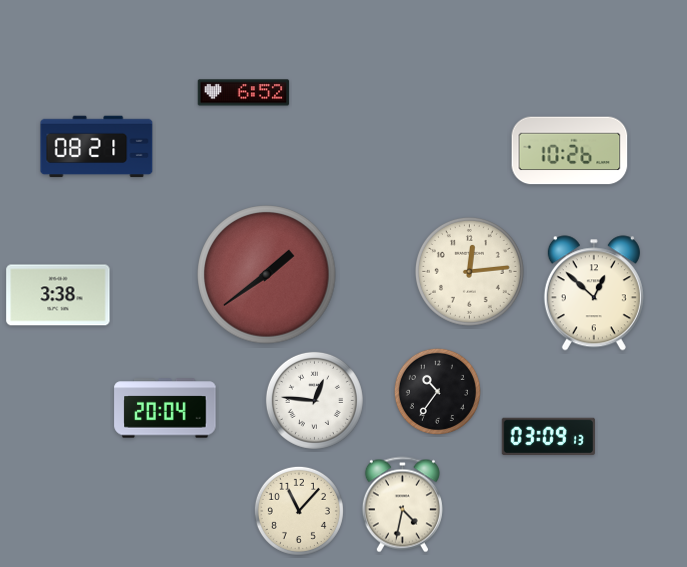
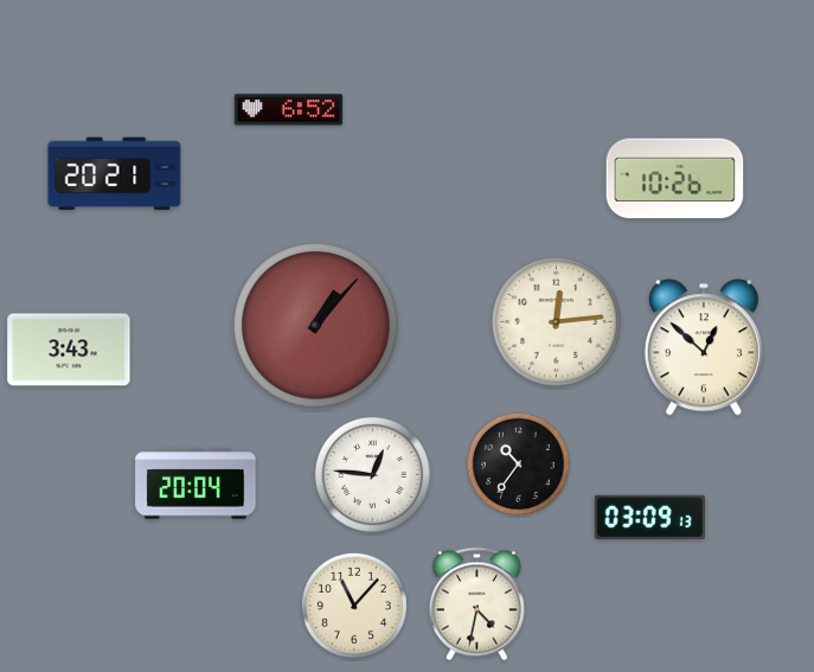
clock at (97, 147): 08:21 -> 20:21
clock at (267, 275): 1:39 -> 1:07
clock at (58, 295): 3:38 -> 3:43
clock at (402, 505) position: (402, 505) -> (476, 604)
